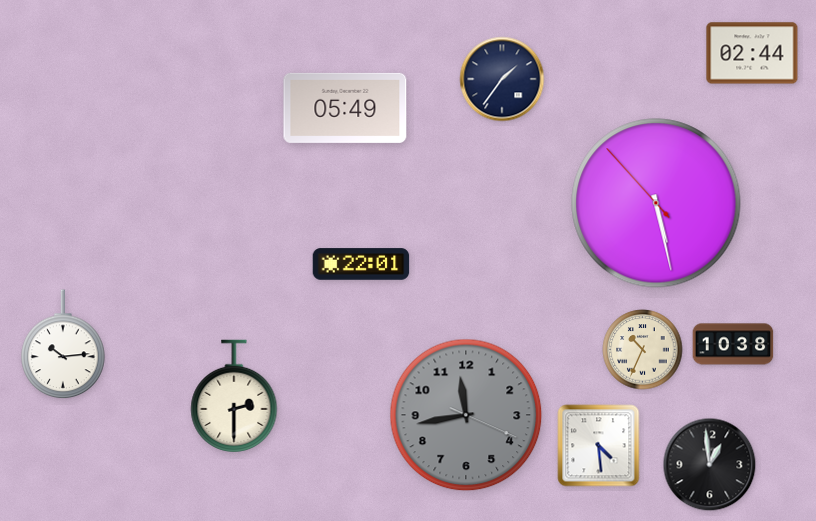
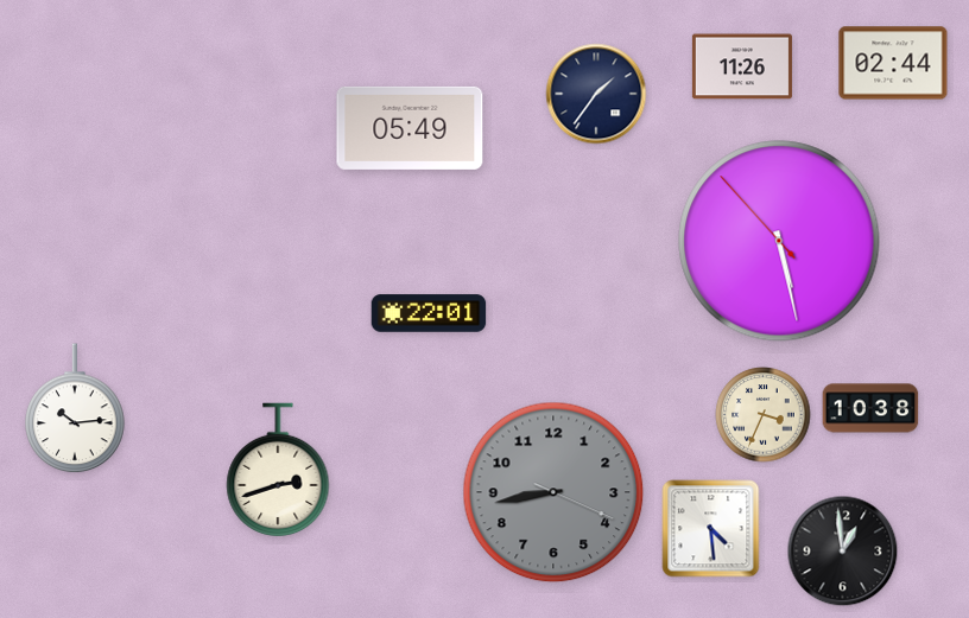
clock at (742, 66): none -> 11:26
clock at (643, 350): 10:34 -> 3:34
clock at (234, 396): 2:30 -> 2:42
clock at (466, 415): 11:43 -> 8:43
